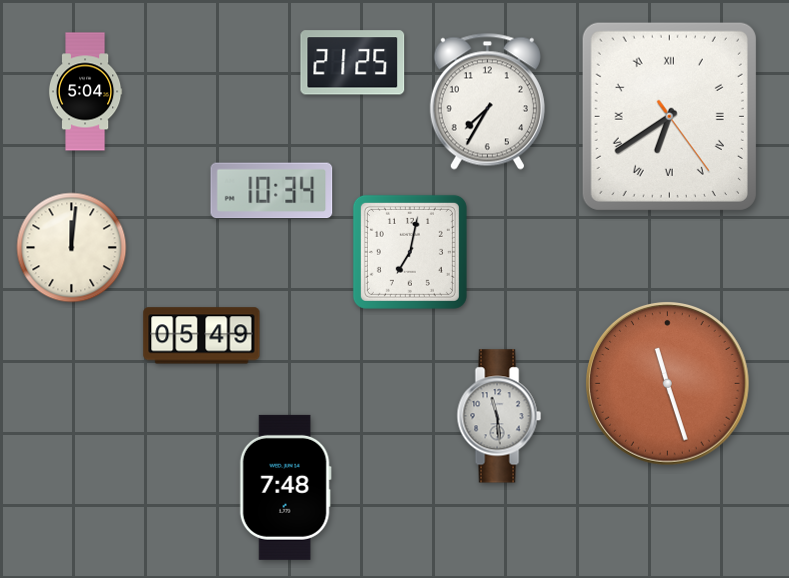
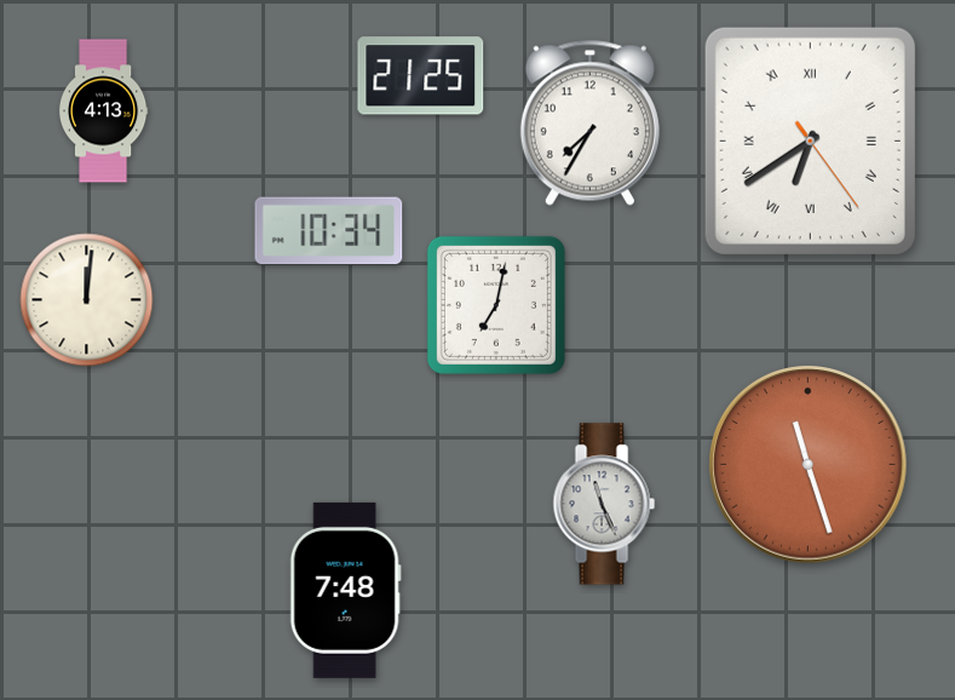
clock at (353, 63) position: (353, 63) -> (421, 76)
clock at (85, 92): 5:04 -> 4:13
clock at (202, 336): 05:49 -> none
clock at (499, 416): 11:29 -> 11:26
